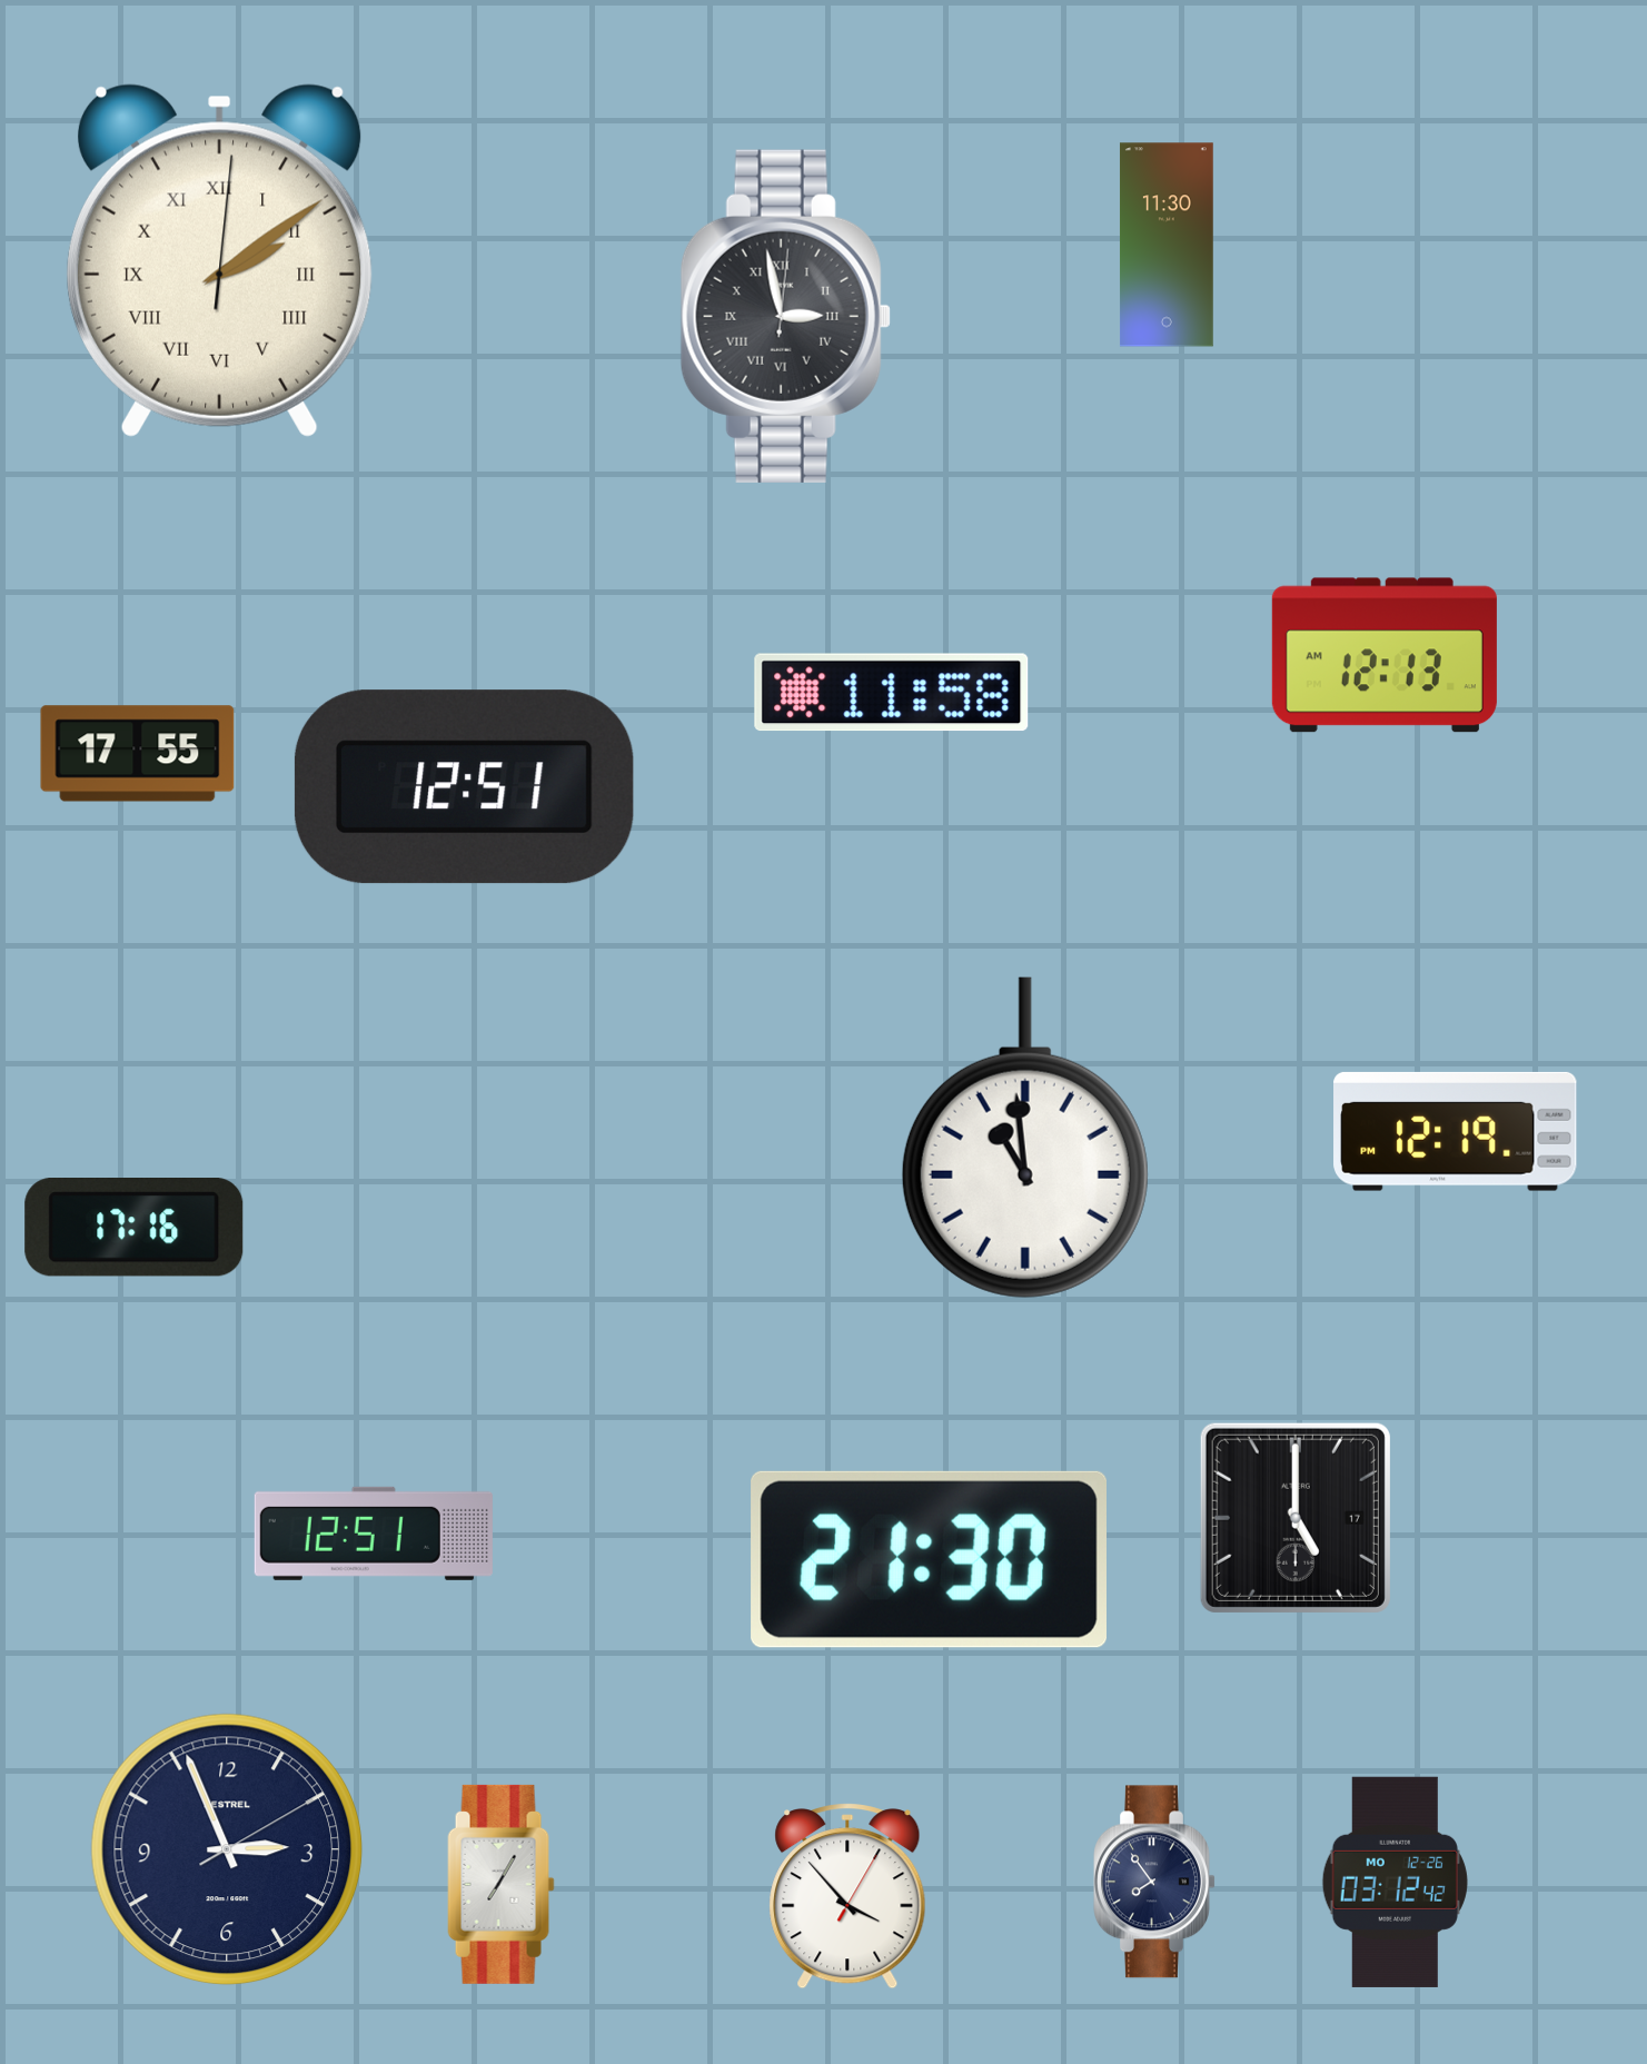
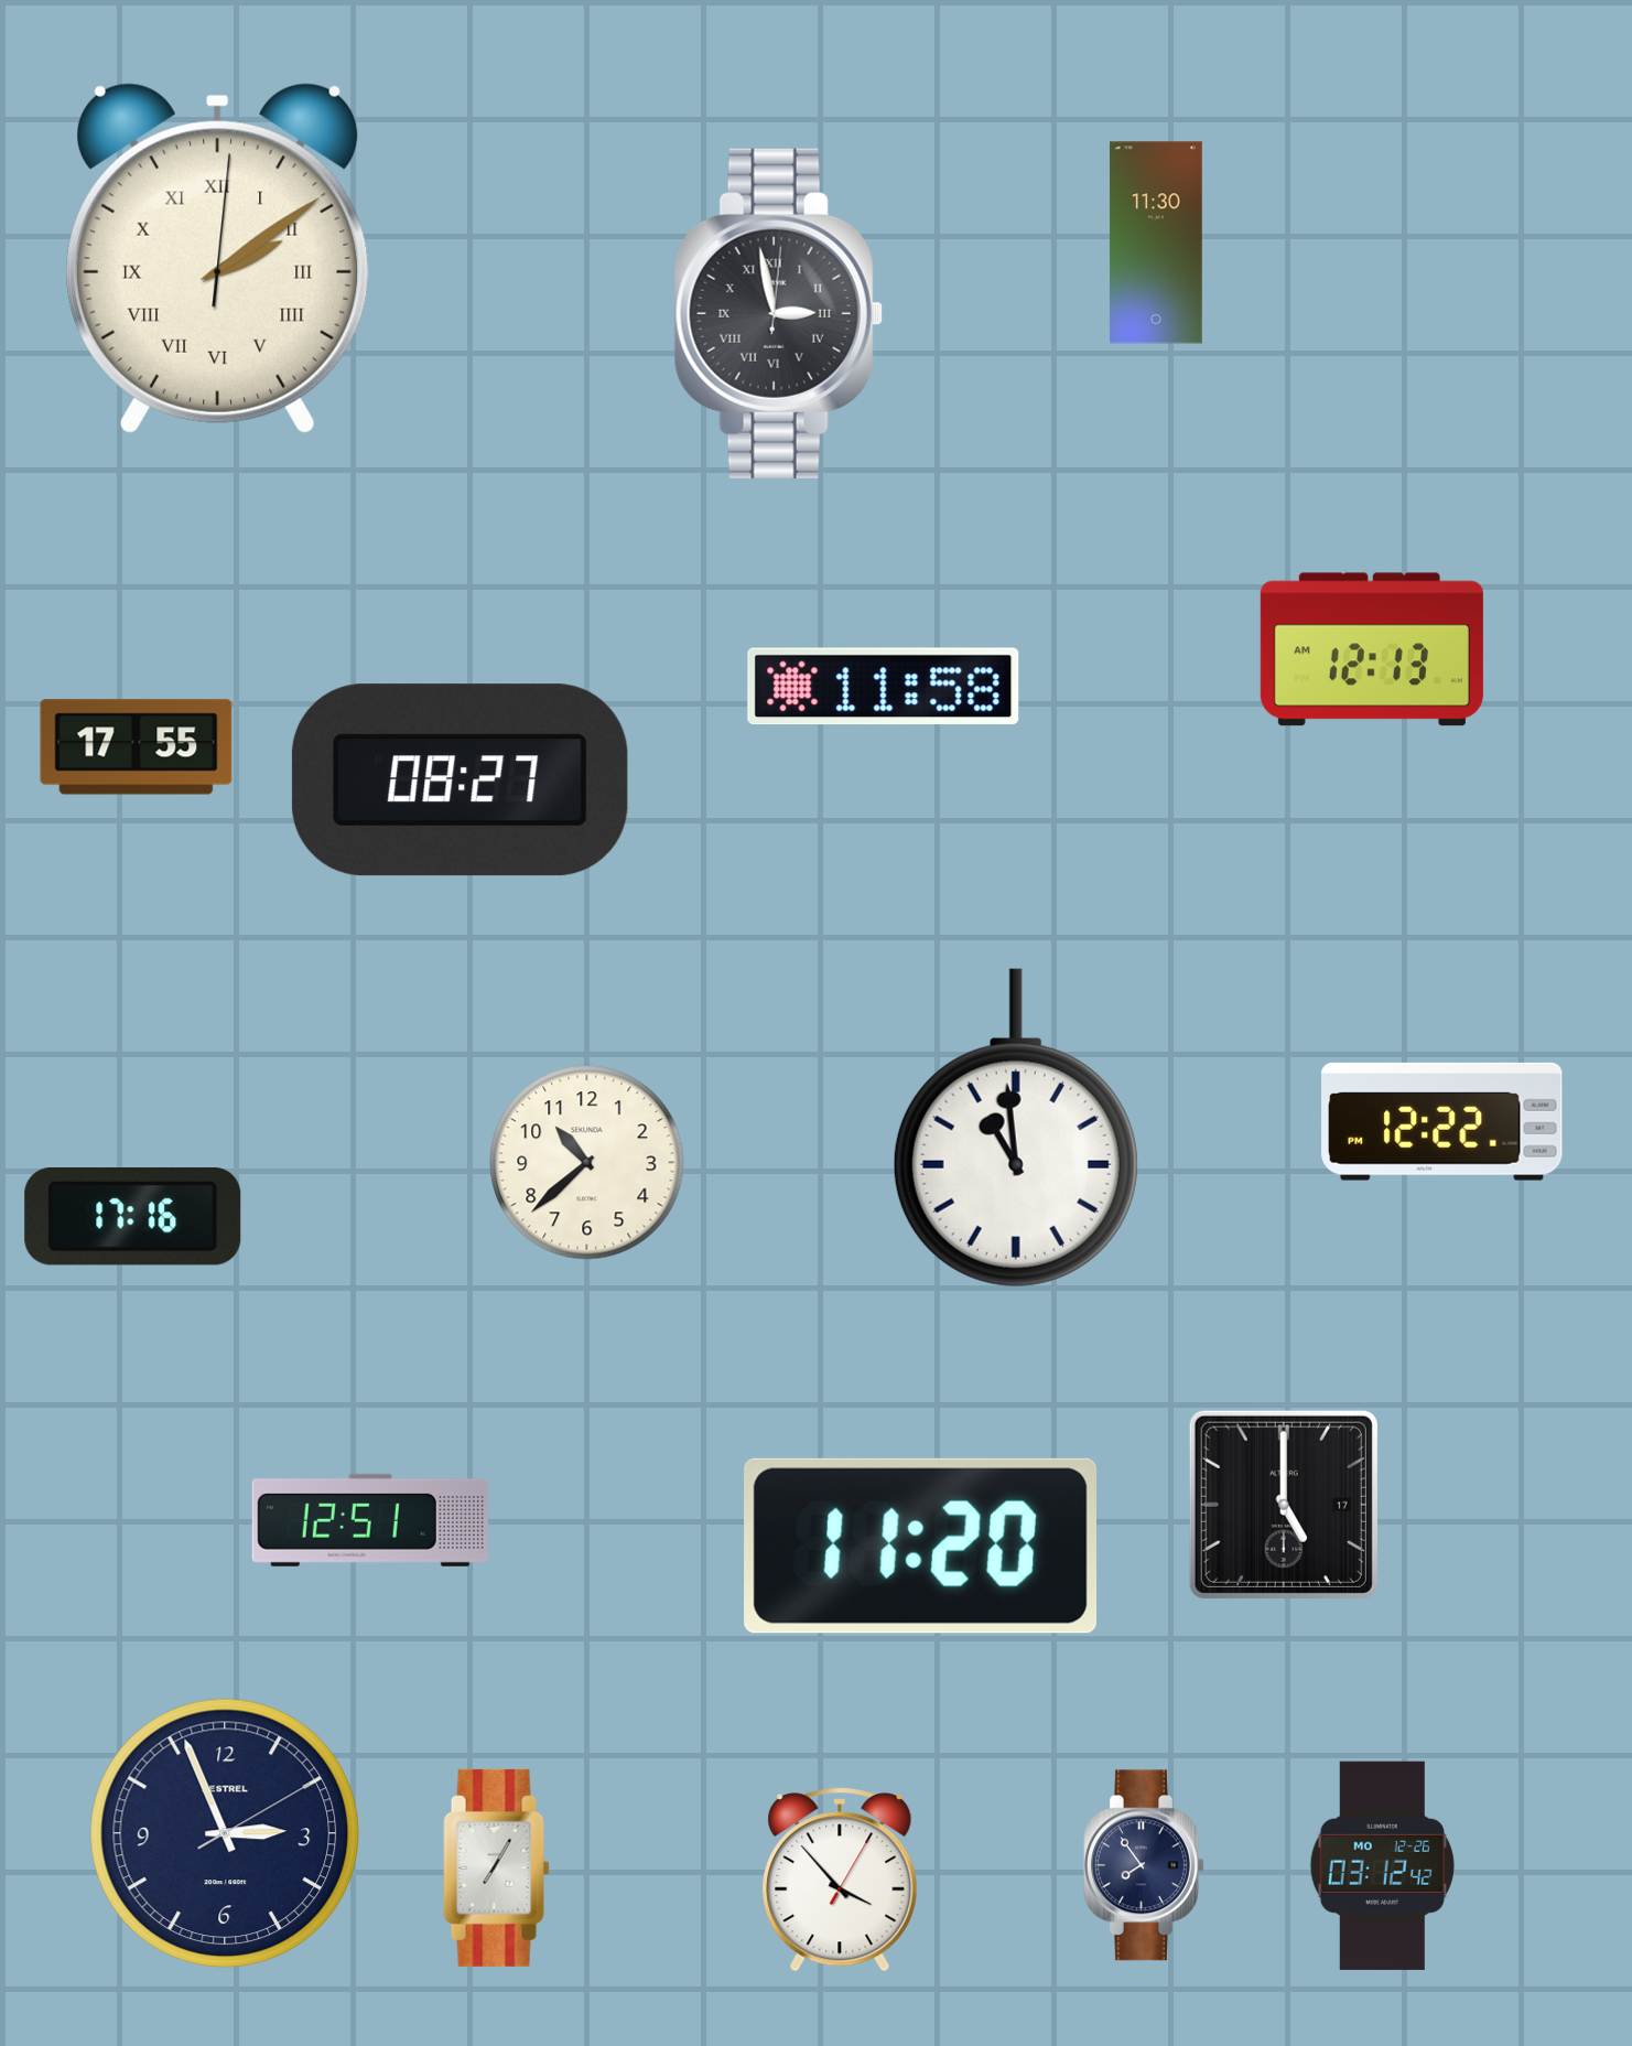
clock at (464, 787): 12:51 -> 08:27
clock at (1456, 1131): 12:19 -> 12:22
clock at (587, 1163): none -> 10:38
clock at (929, 1559): 21:30 -> 11:20
